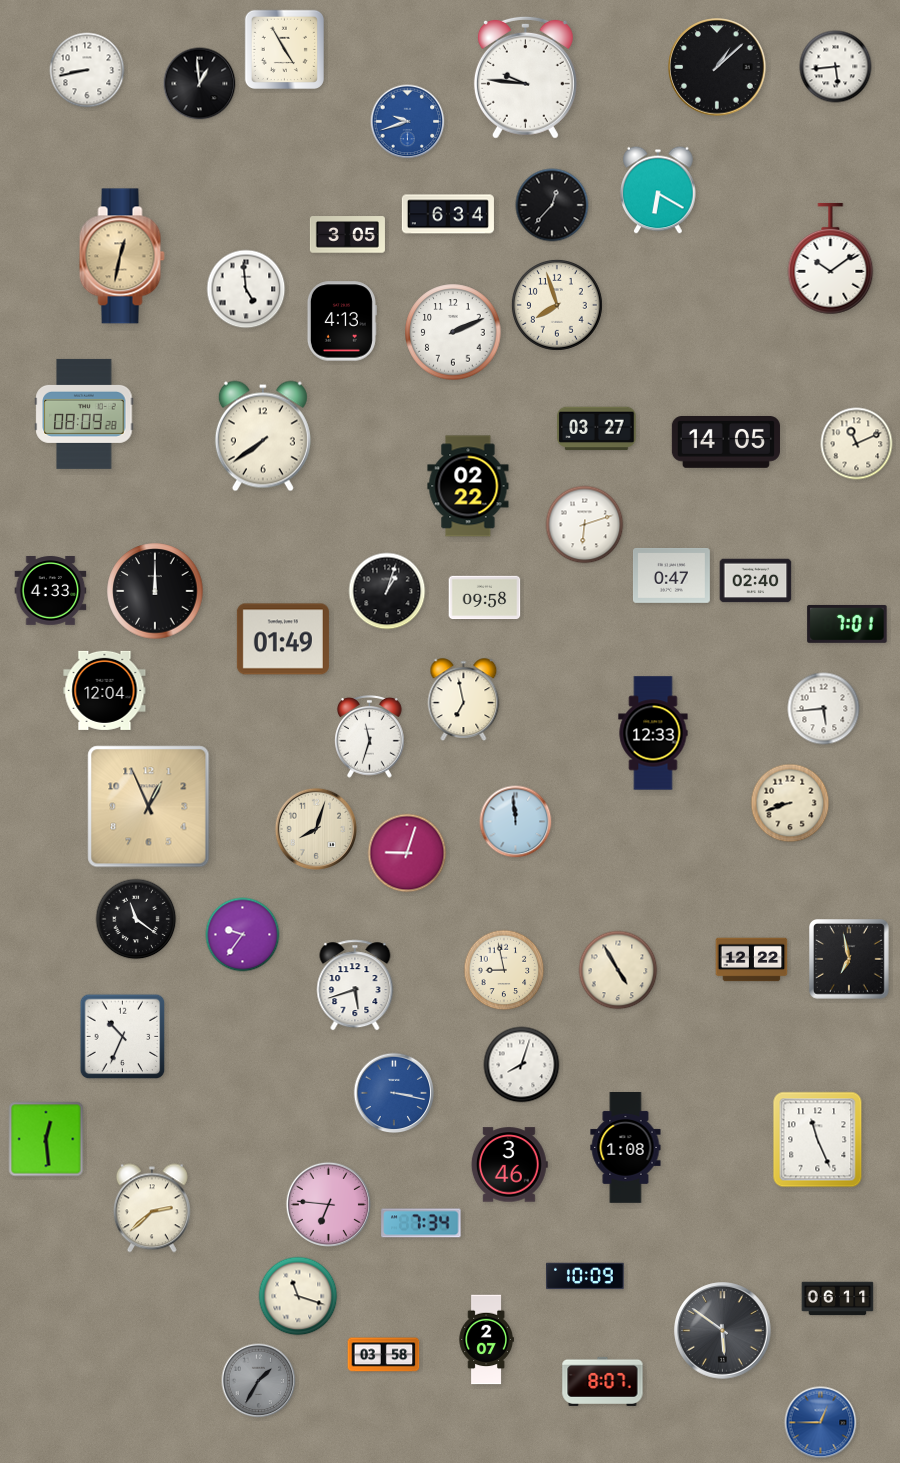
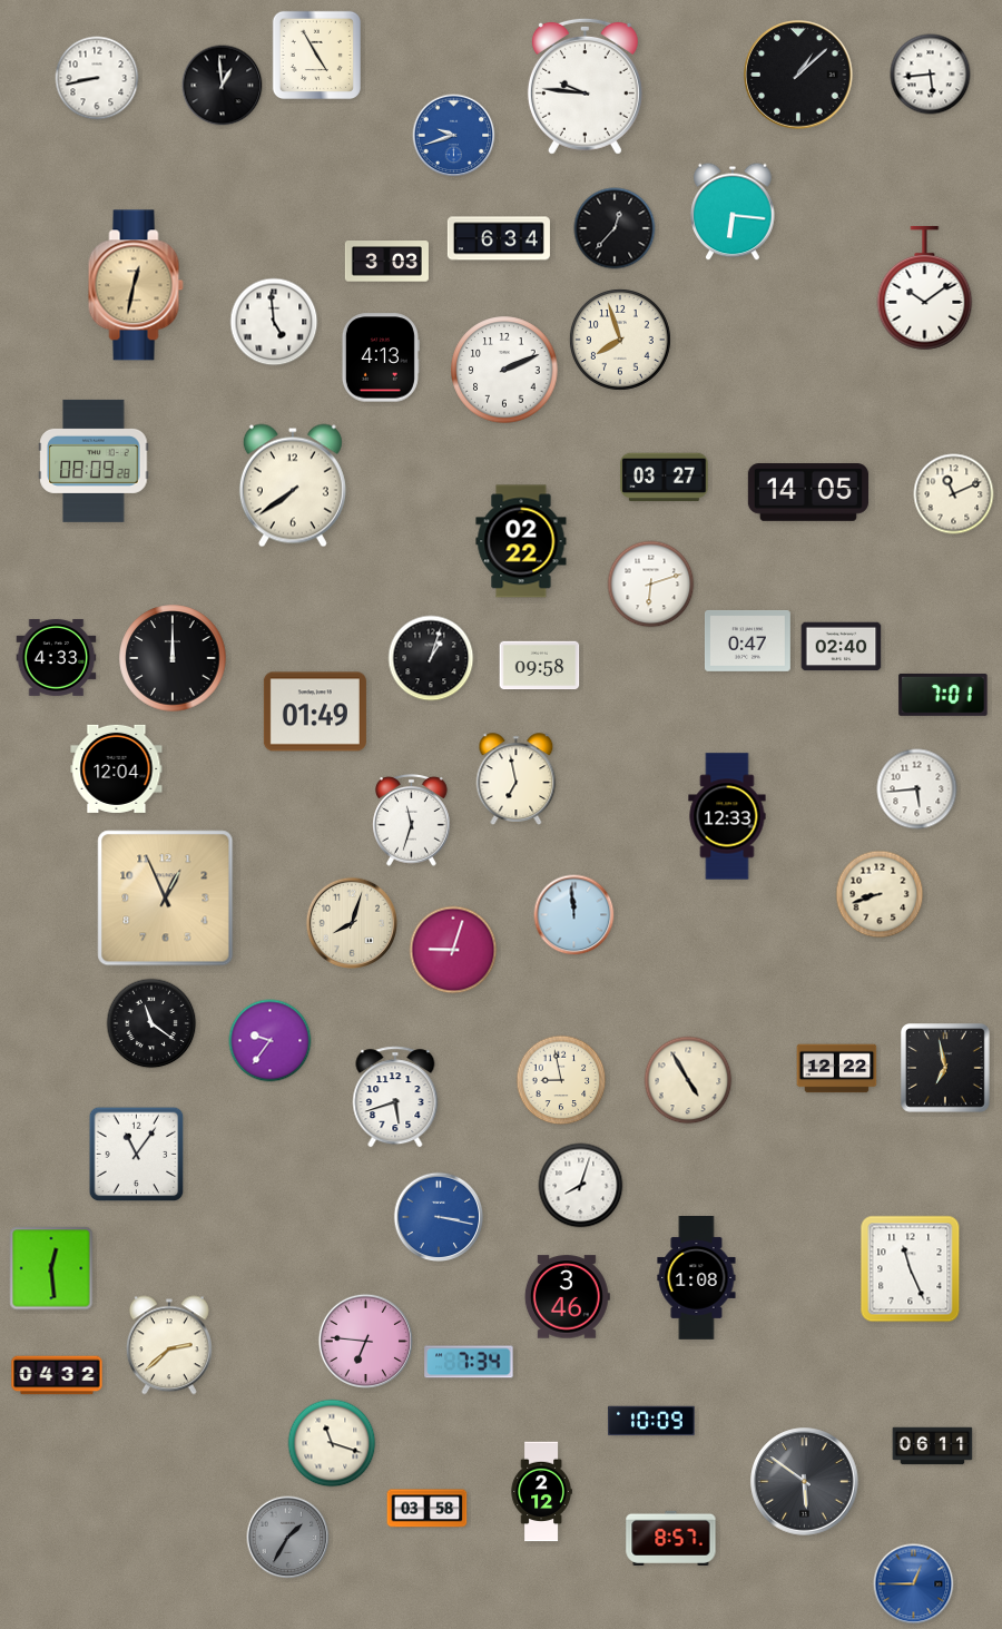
clock at (200, 84) position: (200, 84) -> (223, 86)
clock at (658, 190): 6:20 -> 6:16
clock at (347, 235): 3:05 -> 3:03
clock at (123, 1037): 10:34 -> 11:06
clock at (57, 1375): none -> 04:32
clock at (486, 1340): 2:07 -> 2:12
clock at (603, 1381): 8:07 -> 8:57
